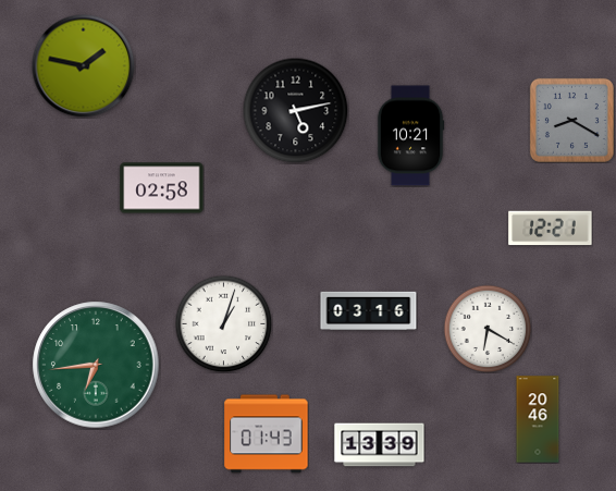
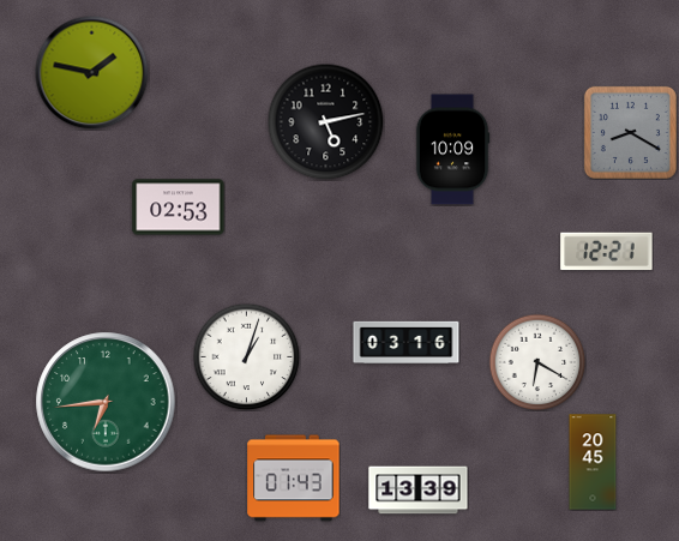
clock at (410, 136): 10:21 -> 10:09
clock at (162, 188): 02:58 -> 02:53
clock at (538, 419): 20:46 -> 20:45
